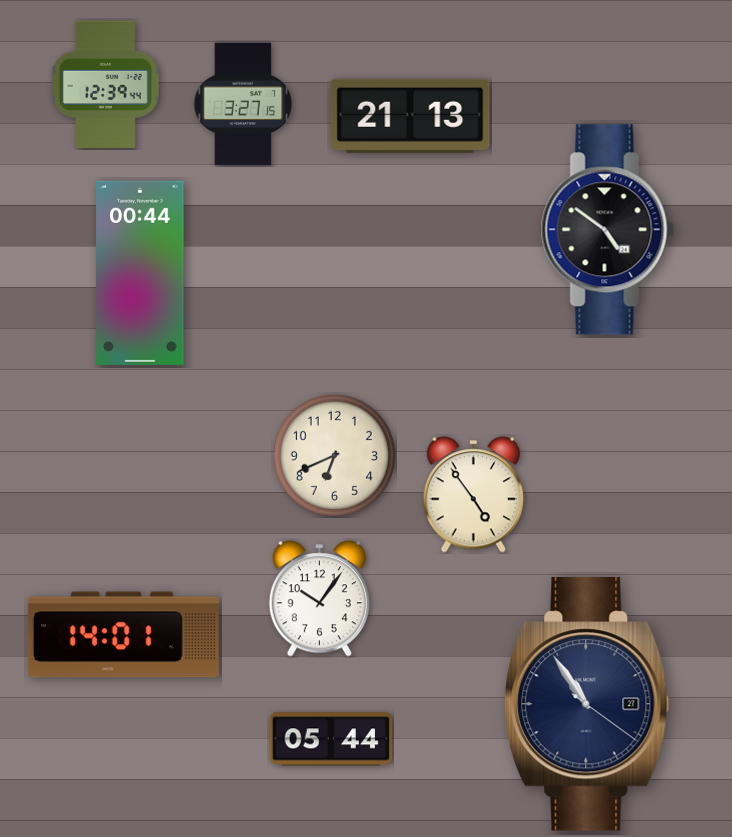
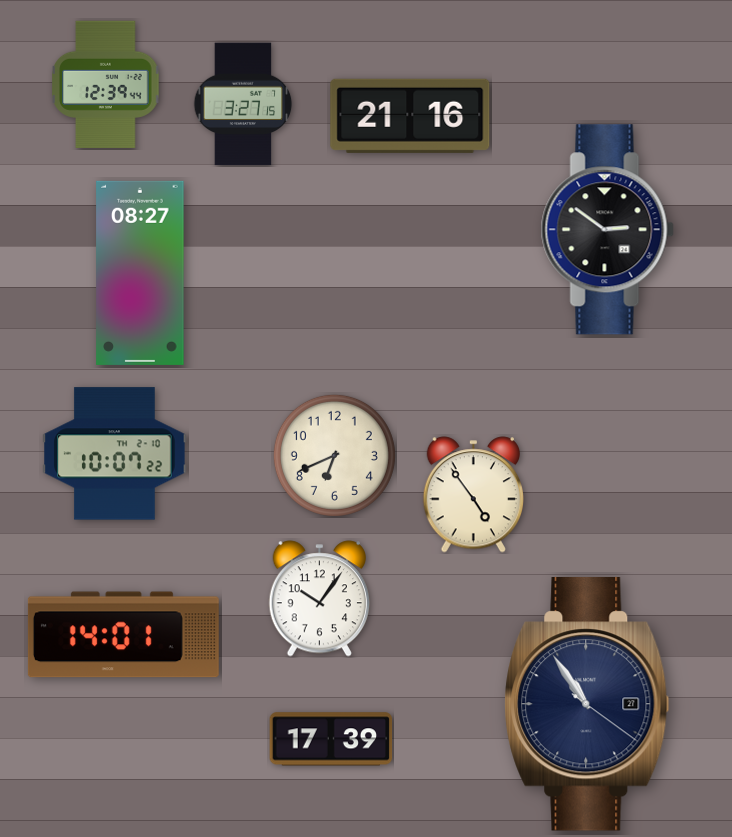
clock at (410, 116): 21:13 -> 21:16
clock at (607, 230): 4:51 -> 2:51
clock at (140, 273): 00:44 -> 08:27
clock at (115, 454): none -> 10:07
clock at (331, 739): 05:44 -> 17:39
